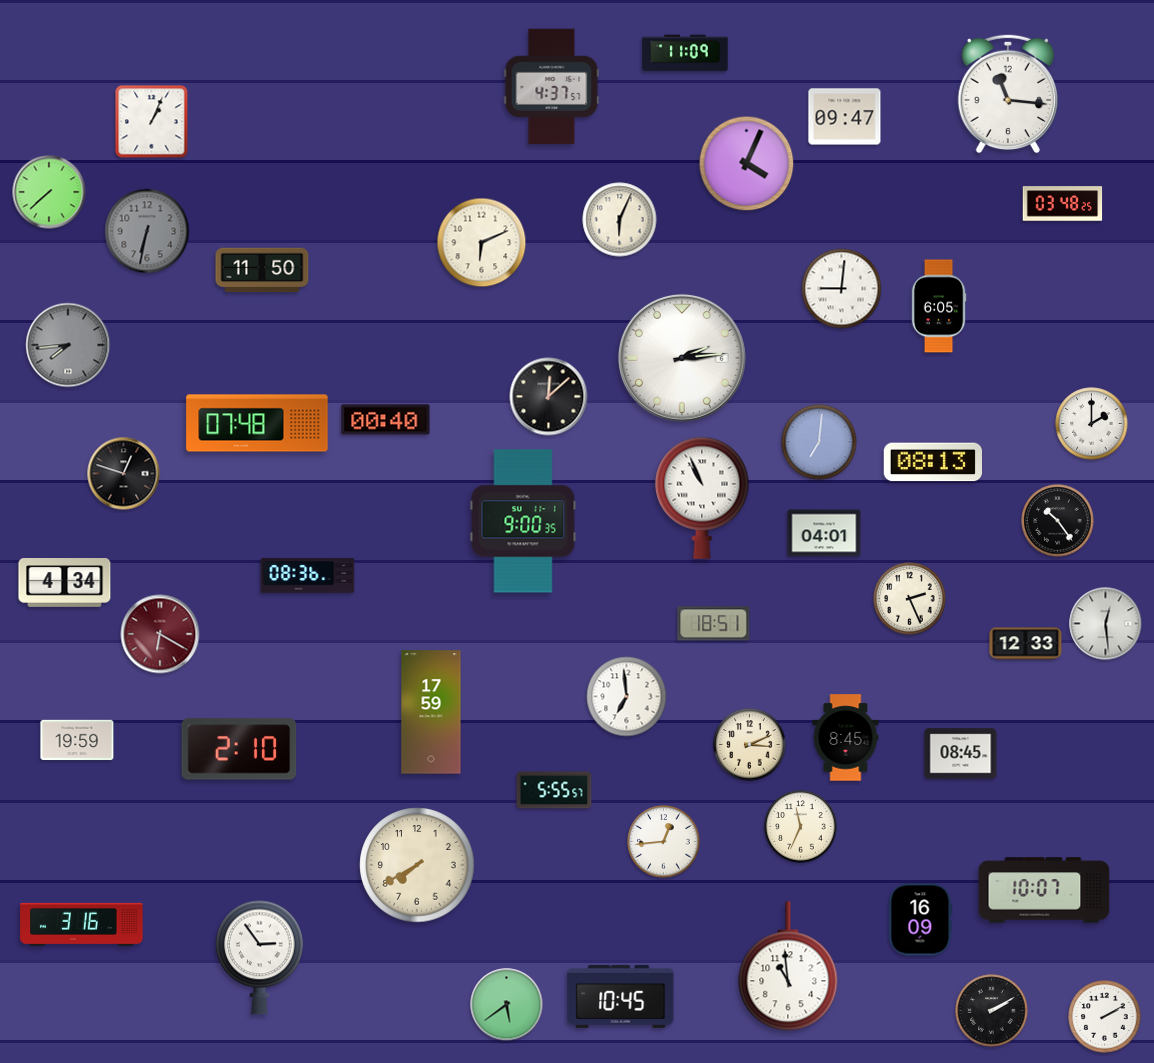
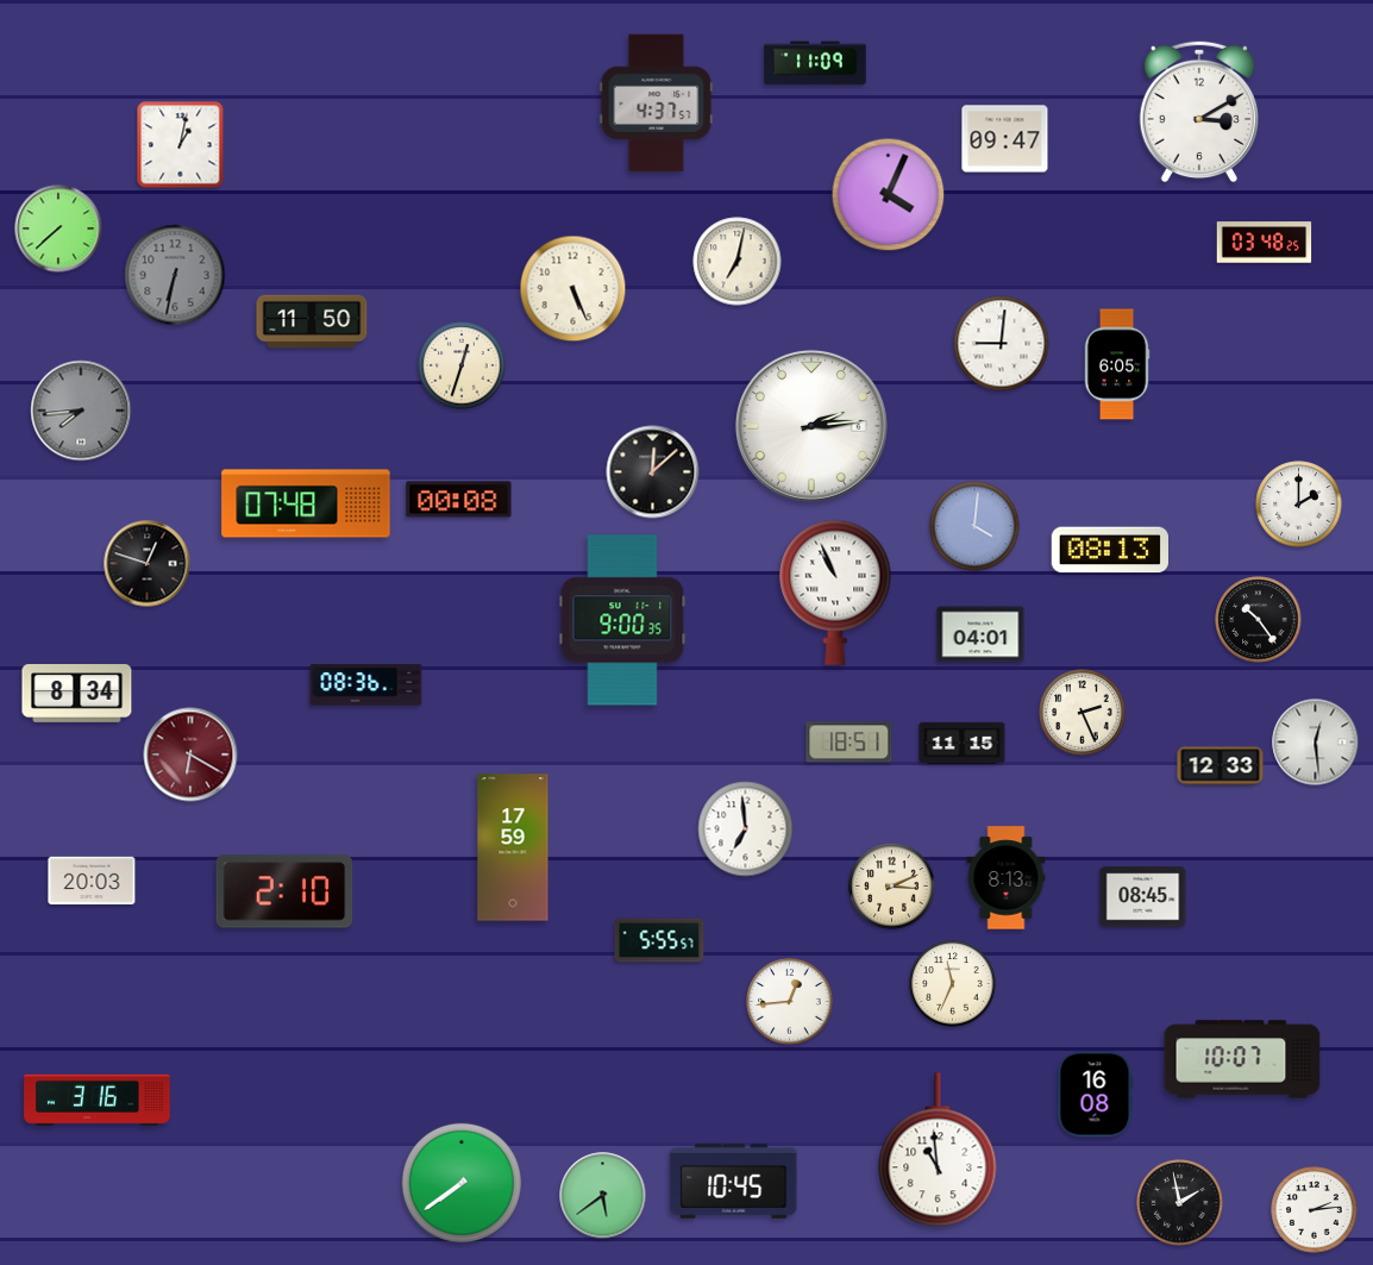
clock at (1008, 94): 11:16 -> 3:10
clock at (152, 122): 1:04 -> 1:02
clock at (620, 220): 6:04 -> 7:02
clock at (482, 243): 6:11 -> 5:26
clock at (462, 365): none -> 12:33
clock at (386, 420): 00:40 -> 00:08
clock at (819, 442): 7:01 -> 4:01
clock at (65, 583): 4:34 -> 8:34
clock at (963, 743): none -> 11:15
clock at (846, 738): 8:45 -> 8:13
clock at (77, 740): 19:59 -> 20:03
clock at (417, 865): 7:40 -> none
clock at (921, 920): 16:09 -> 16:08
clock at (260, 958): 2:54 -> none
clock at (462, 1183): none -> 7:39
clock at (621, 996) position: (621, 996) -> (734, 1181)
clock at (992, 1011): 2:10 -> 1:58
clock at (1105, 1017): 2:10 -> 2:14
